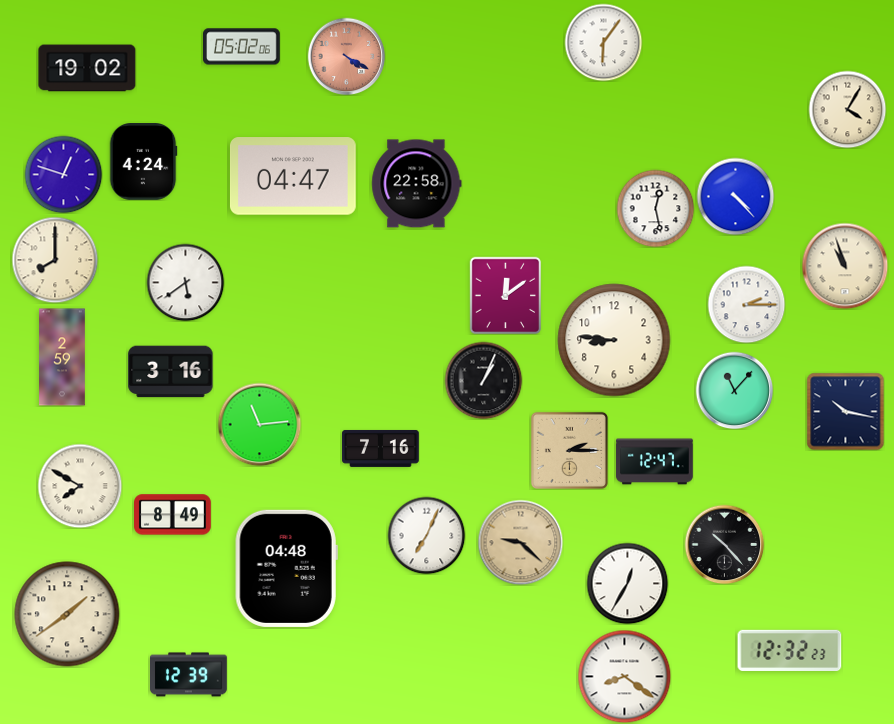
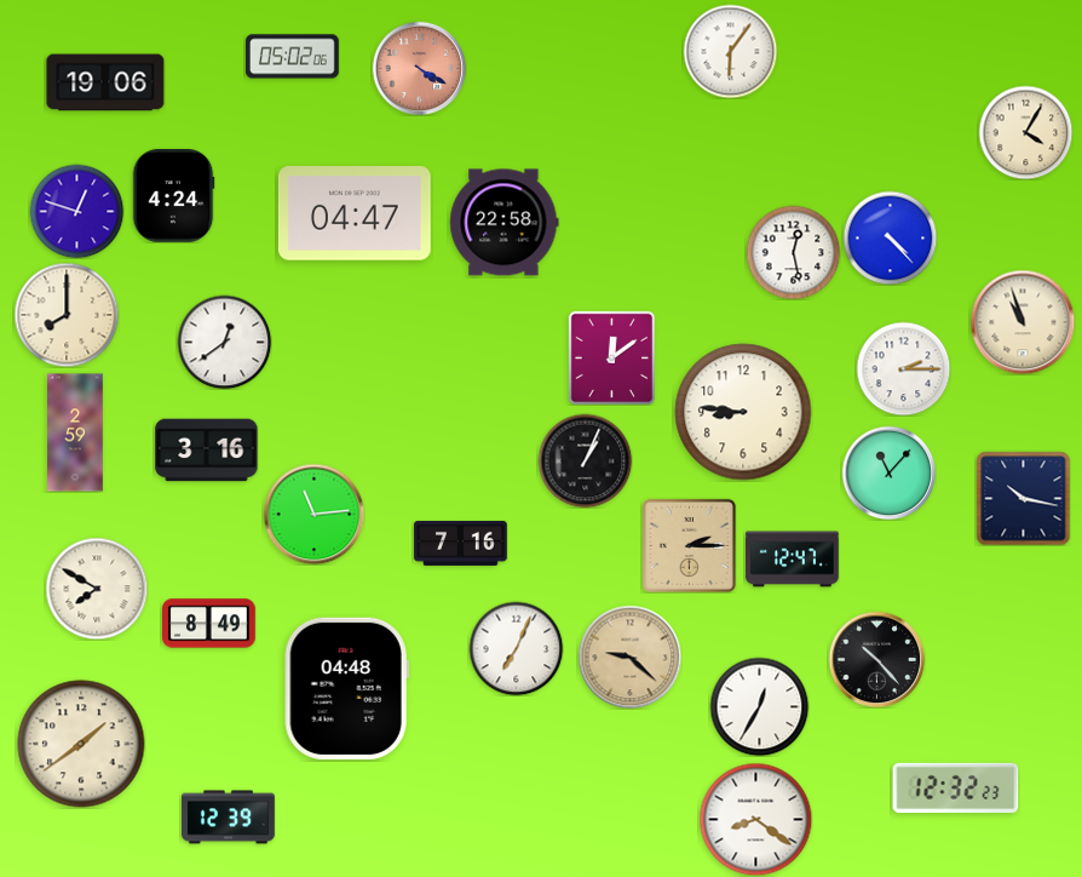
clock at (87, 68): 19:02 -> 19:06
clock at (185, 282): 5:39 -> 12:39
